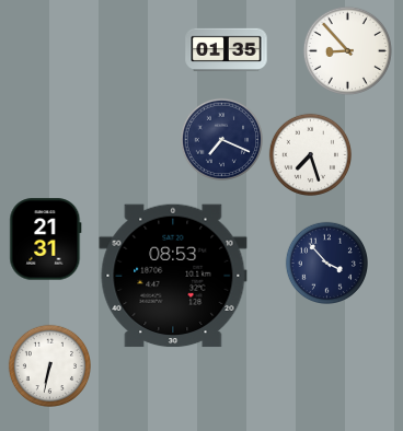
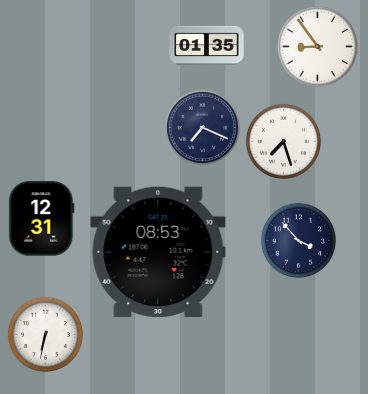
clock at (347, 50): 8:53 -> 8:54
clock at (46, 240): 21:31 -> 12:31
